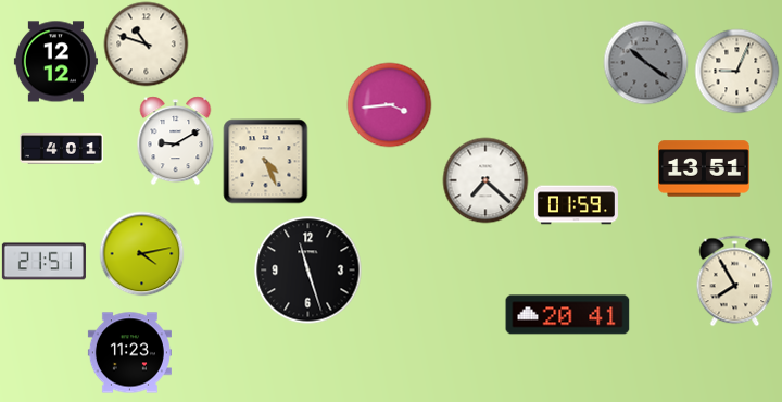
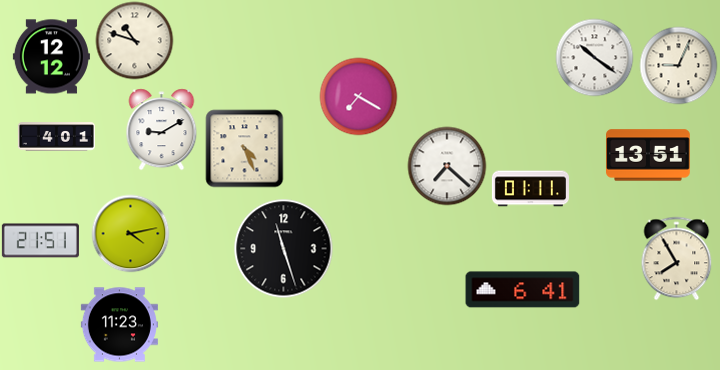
clock at (645, 62) dial: grey -> white
clock at (389, 104): 3:44 -> 7:20
clock at (576, 205): 01:59 -> 01:11
clock at (568, 315): 20:41 -> 6:41
